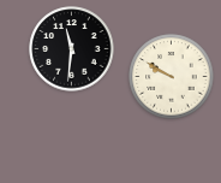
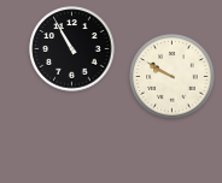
clock at (72, 49): 11:31 -> 10:55
